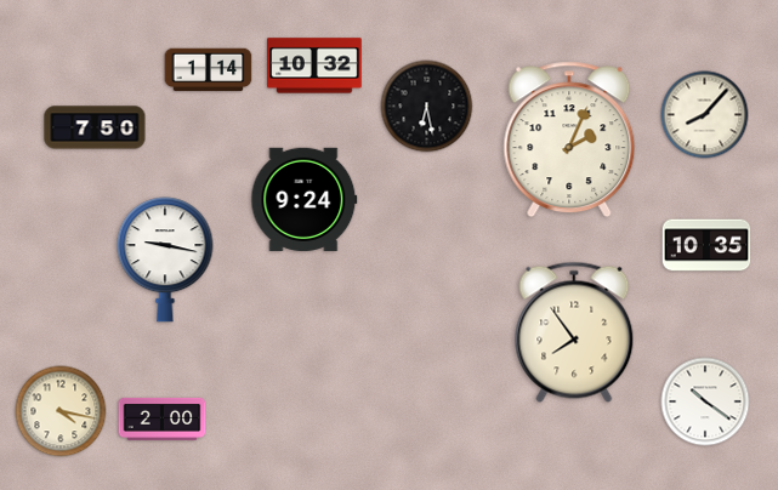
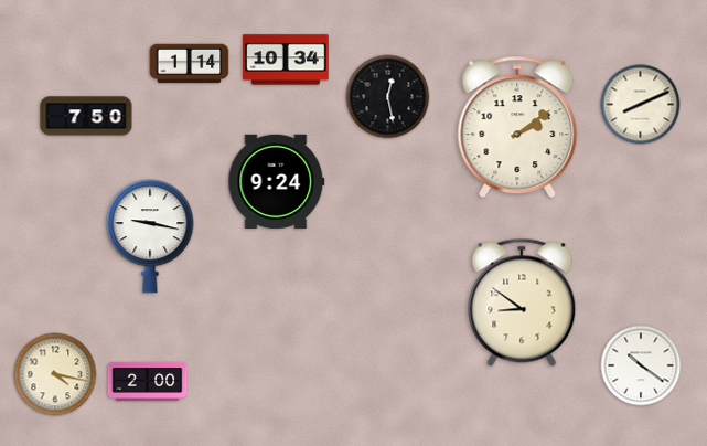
clock at (314, 65): 10:32 -> 10:34
clock at (427, 107): 6:28 -> 12:28
clock at (705, 115): 8:07 -> 8:11
clock at (569, 139): 2:04 -> 2:09
clock at (706, 245): 10:35 -> none
clock at (574, 332): 7:54 -> 8:51
